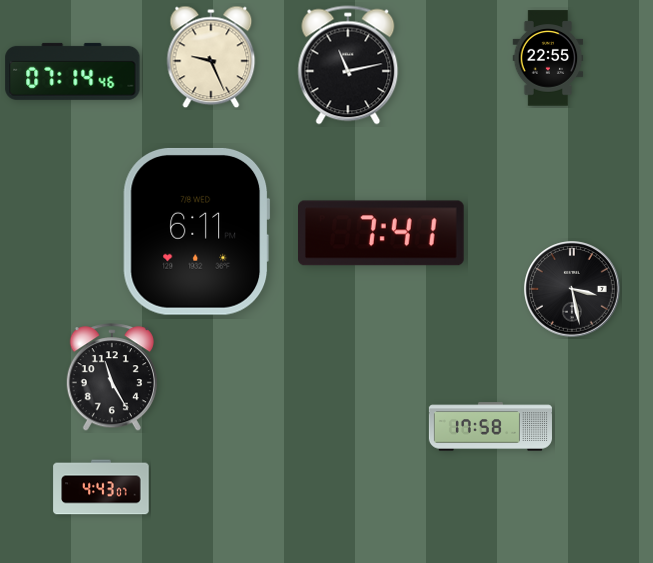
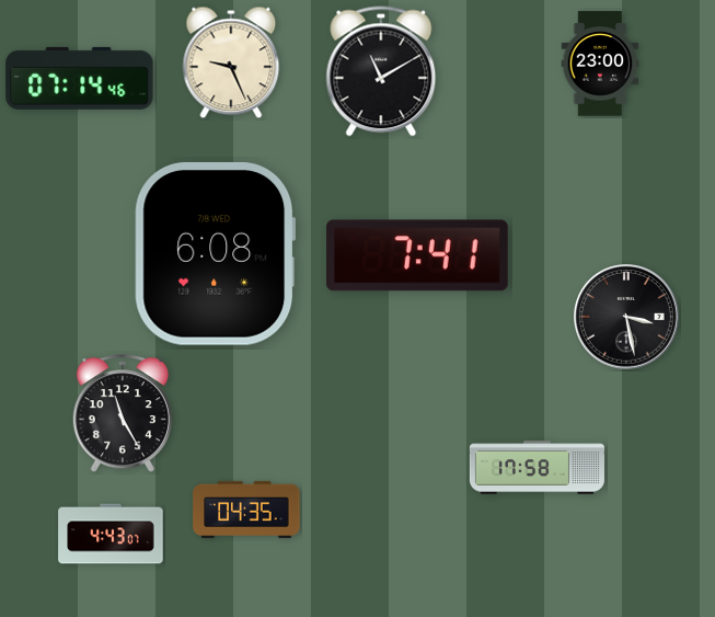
clock at (548, 58): 22:55 -> 23:00
clock at (348, 65): 11:13 -> 11:10
clock at (197, 231): 6:11 -> 6:08
clock at (246, 510): none -> 04:35
